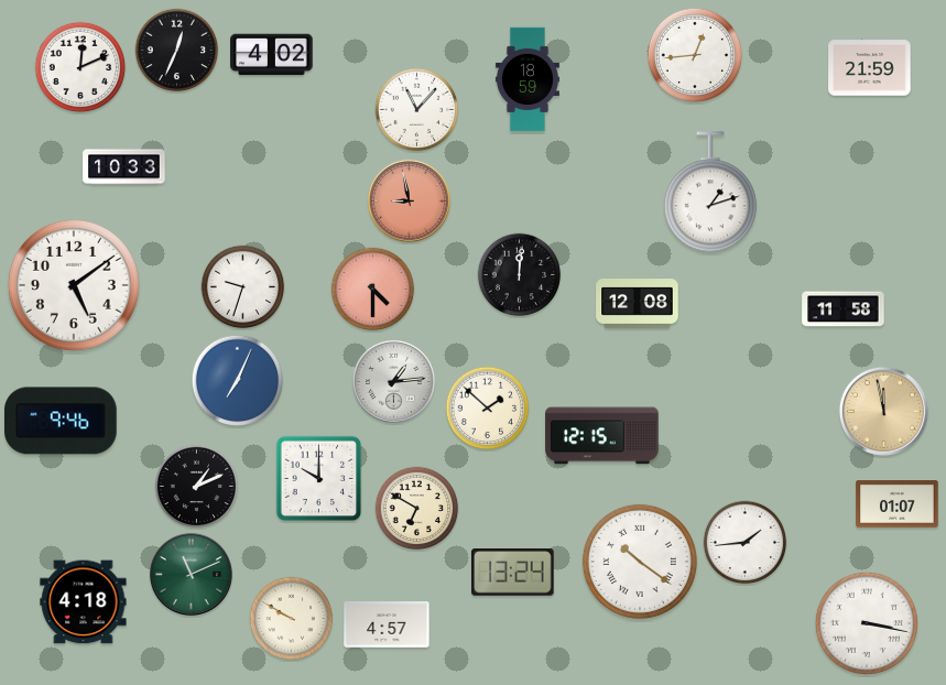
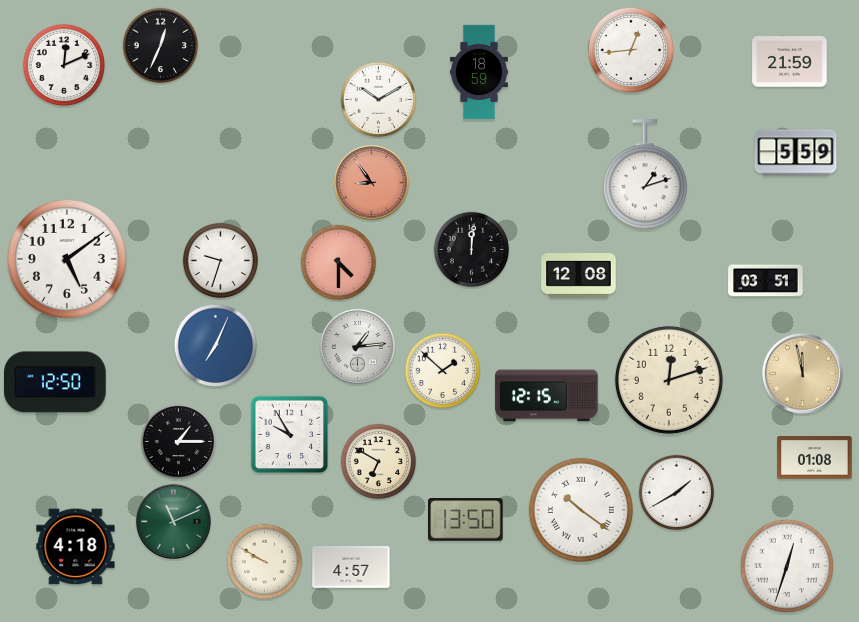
clock at (272, 55): 4:02 -> none
clock at (80, 67) position: (80, 67) -> (64, 65)
clock at (417, 110): 11:07 -> 10:10
clock at (124, 167): 10:33 -> none
clock at (796, 153): none -> 5:59
clock at (409, 200): 8:58 -> 8:54
clock at (844, 309): 11:58 -> 03:51
clock at (669, 380): none -> 12:12
clock at (62, 421): 9:46 -> 12:50
clock at (319, 479): 10:00 -> 9:55
clock at (197, 487): 1:11 -> 1:15
clock at (898, 504): 01:07 -> 01:08
clock at (746, 543): 1:44 -> 1:40
clock at (513, 573): 13:24 -> 13:50
clock at (867, 623): 3:17 -> 12:33
